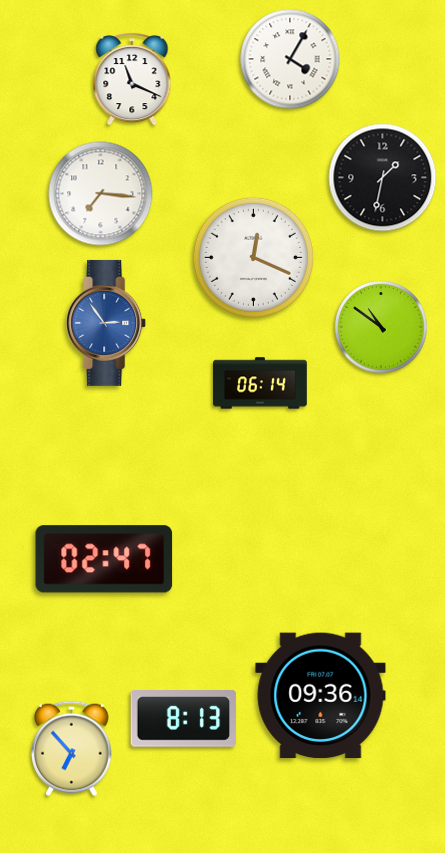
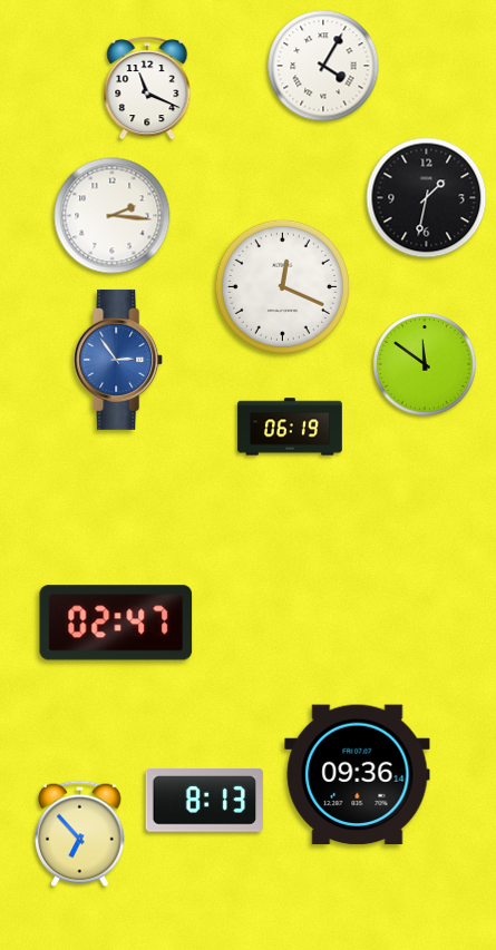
clock at (101, 194): 7:16 -> 2:16
clock at (381, 327): 10:51 -> 11:51
clock at (260, 383): 06:14 -> 06:19
